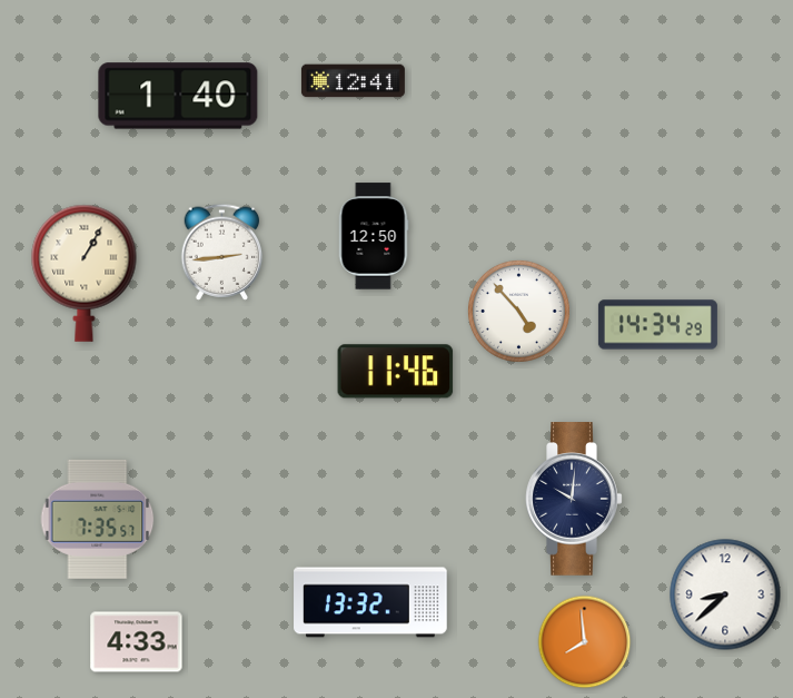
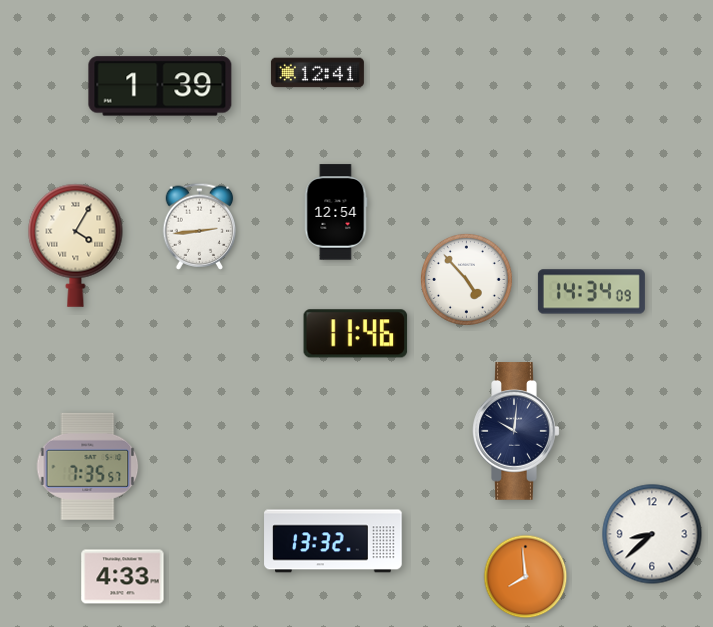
clock at (178, 96): 1:40 -> 1:39
clock at (374, 236): 12:50 -> 12:54
clock at (85, 273): 1:05 -> 4:05
clock at (657, 325): 14:34:29 -> 14:34:09
clock at (574, 499) position: (574, 499) -> (516, 431)
